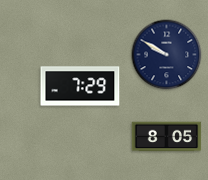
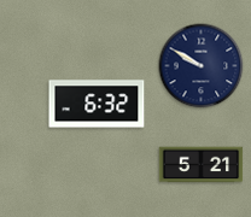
clock at (80, 86): 7:29 -> 6:32
clock at (167, 137): 8:05 -> 5:21
